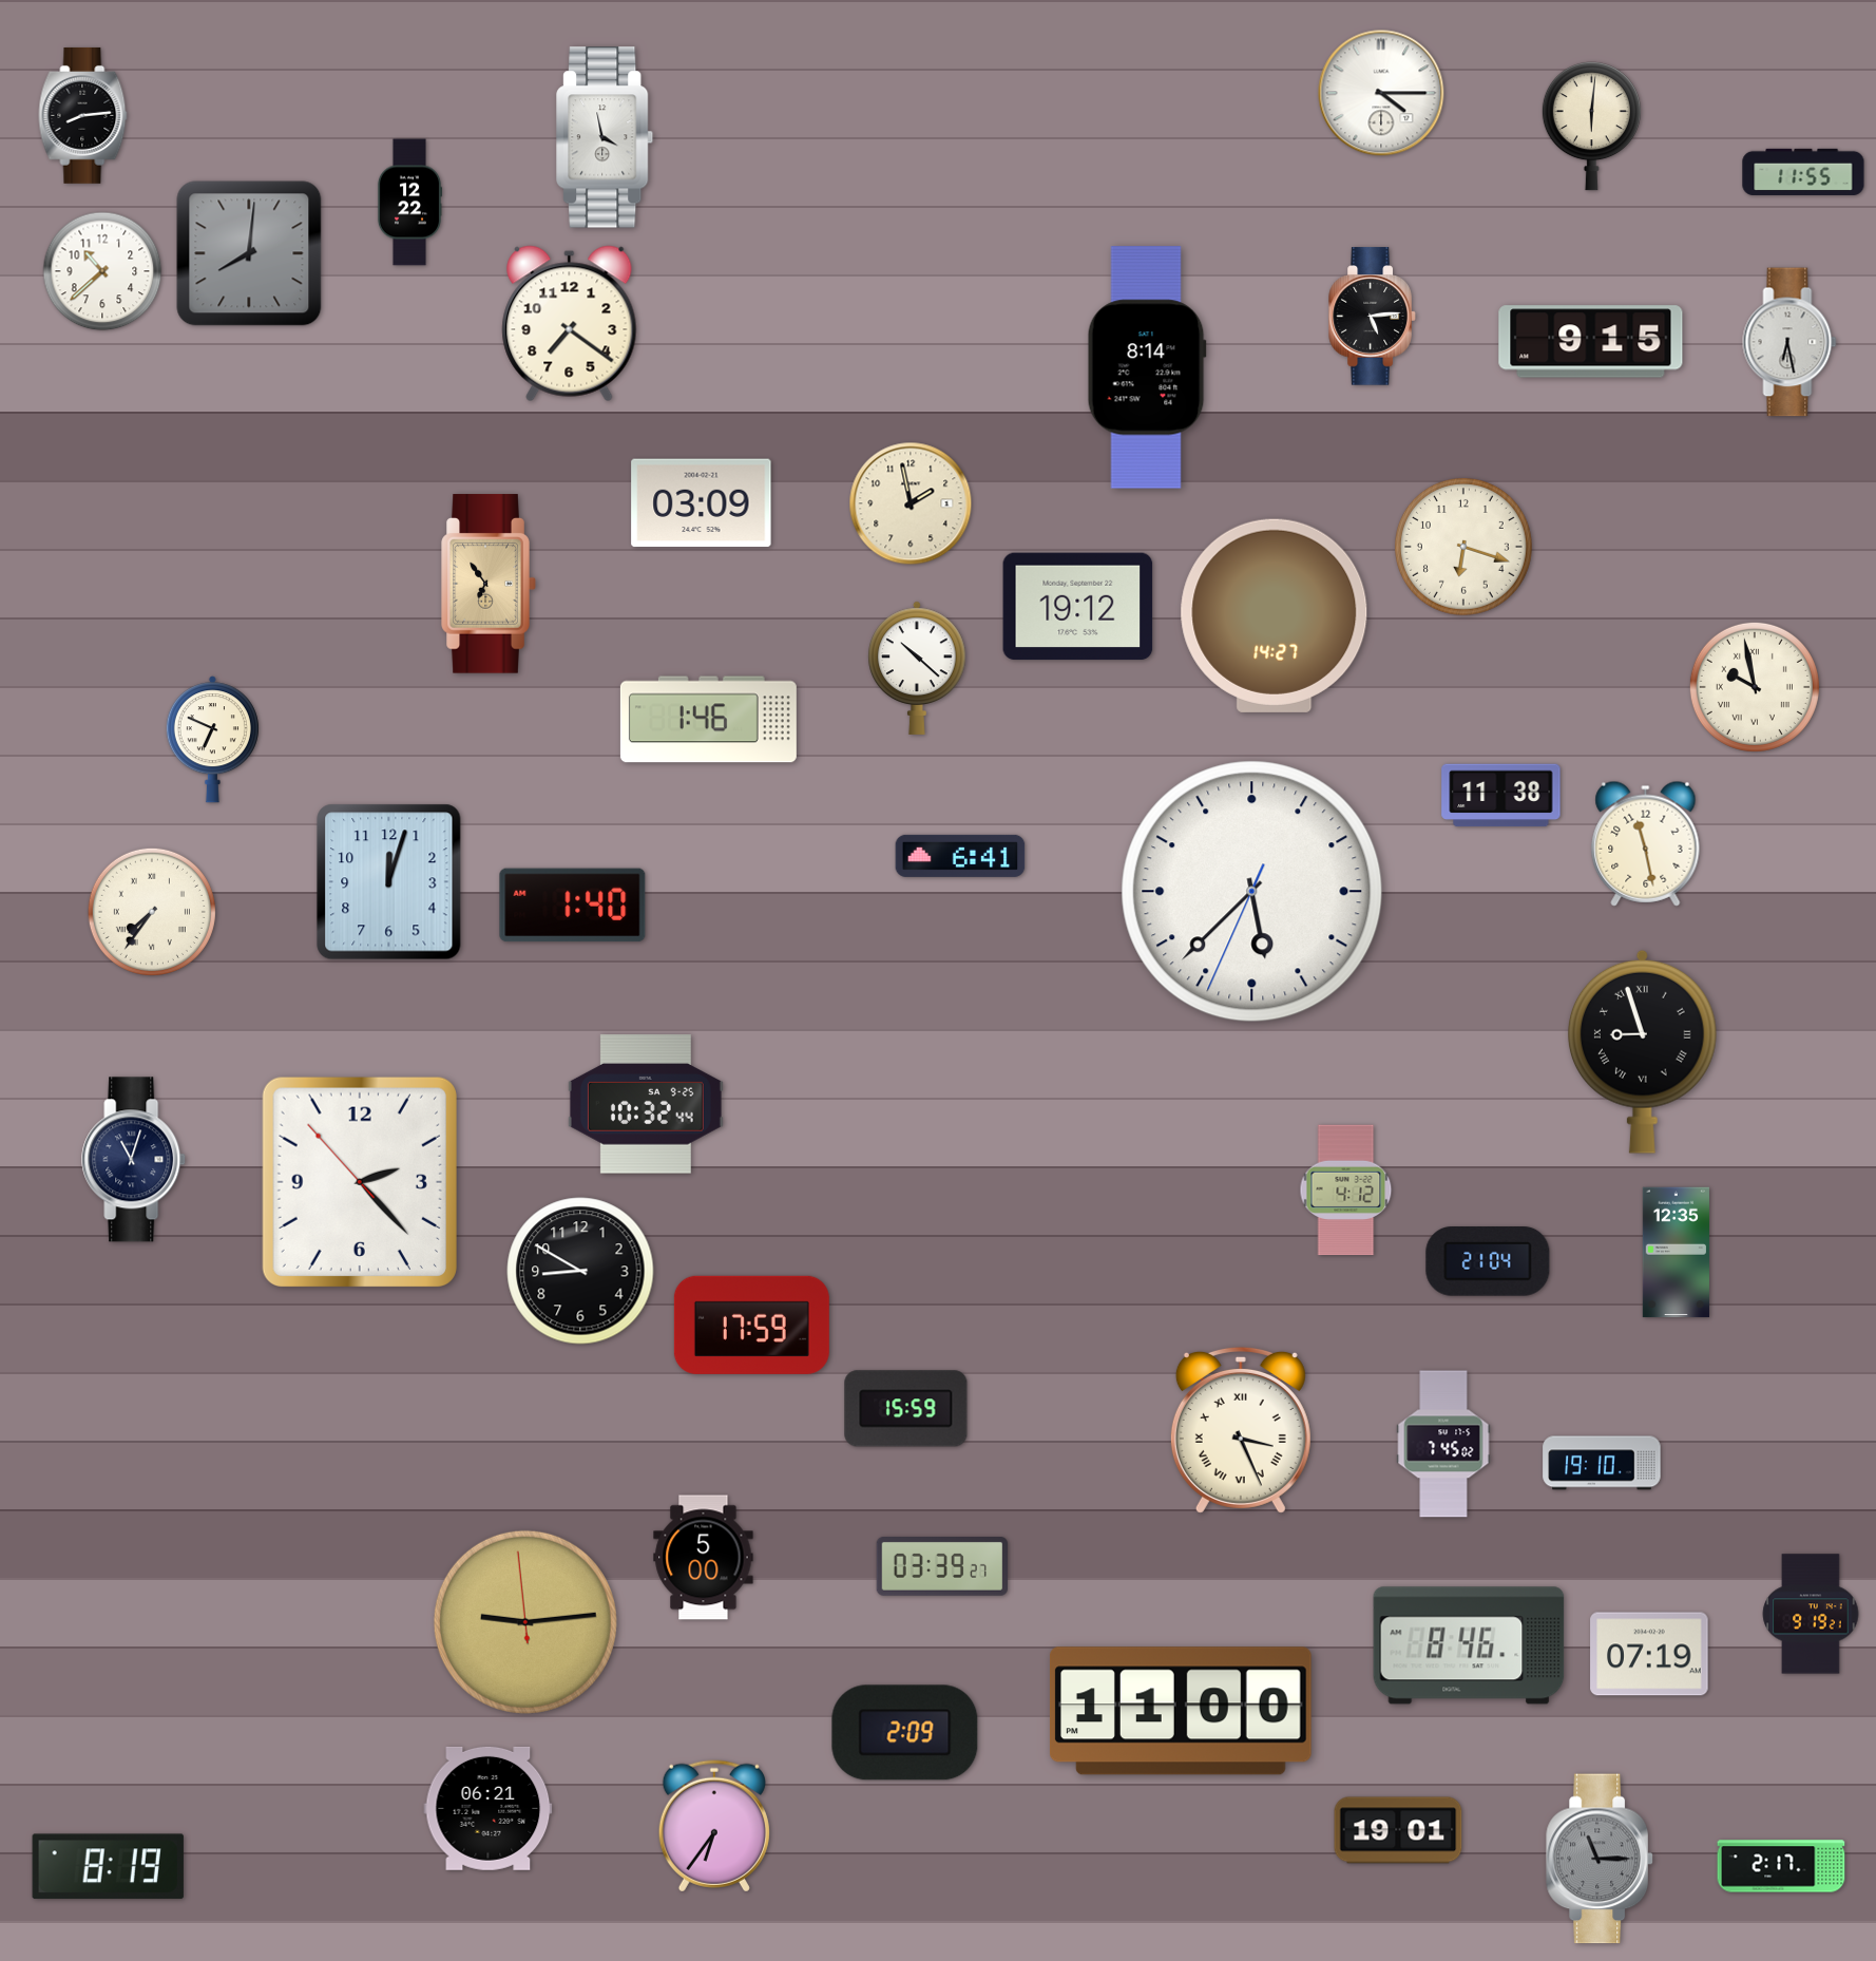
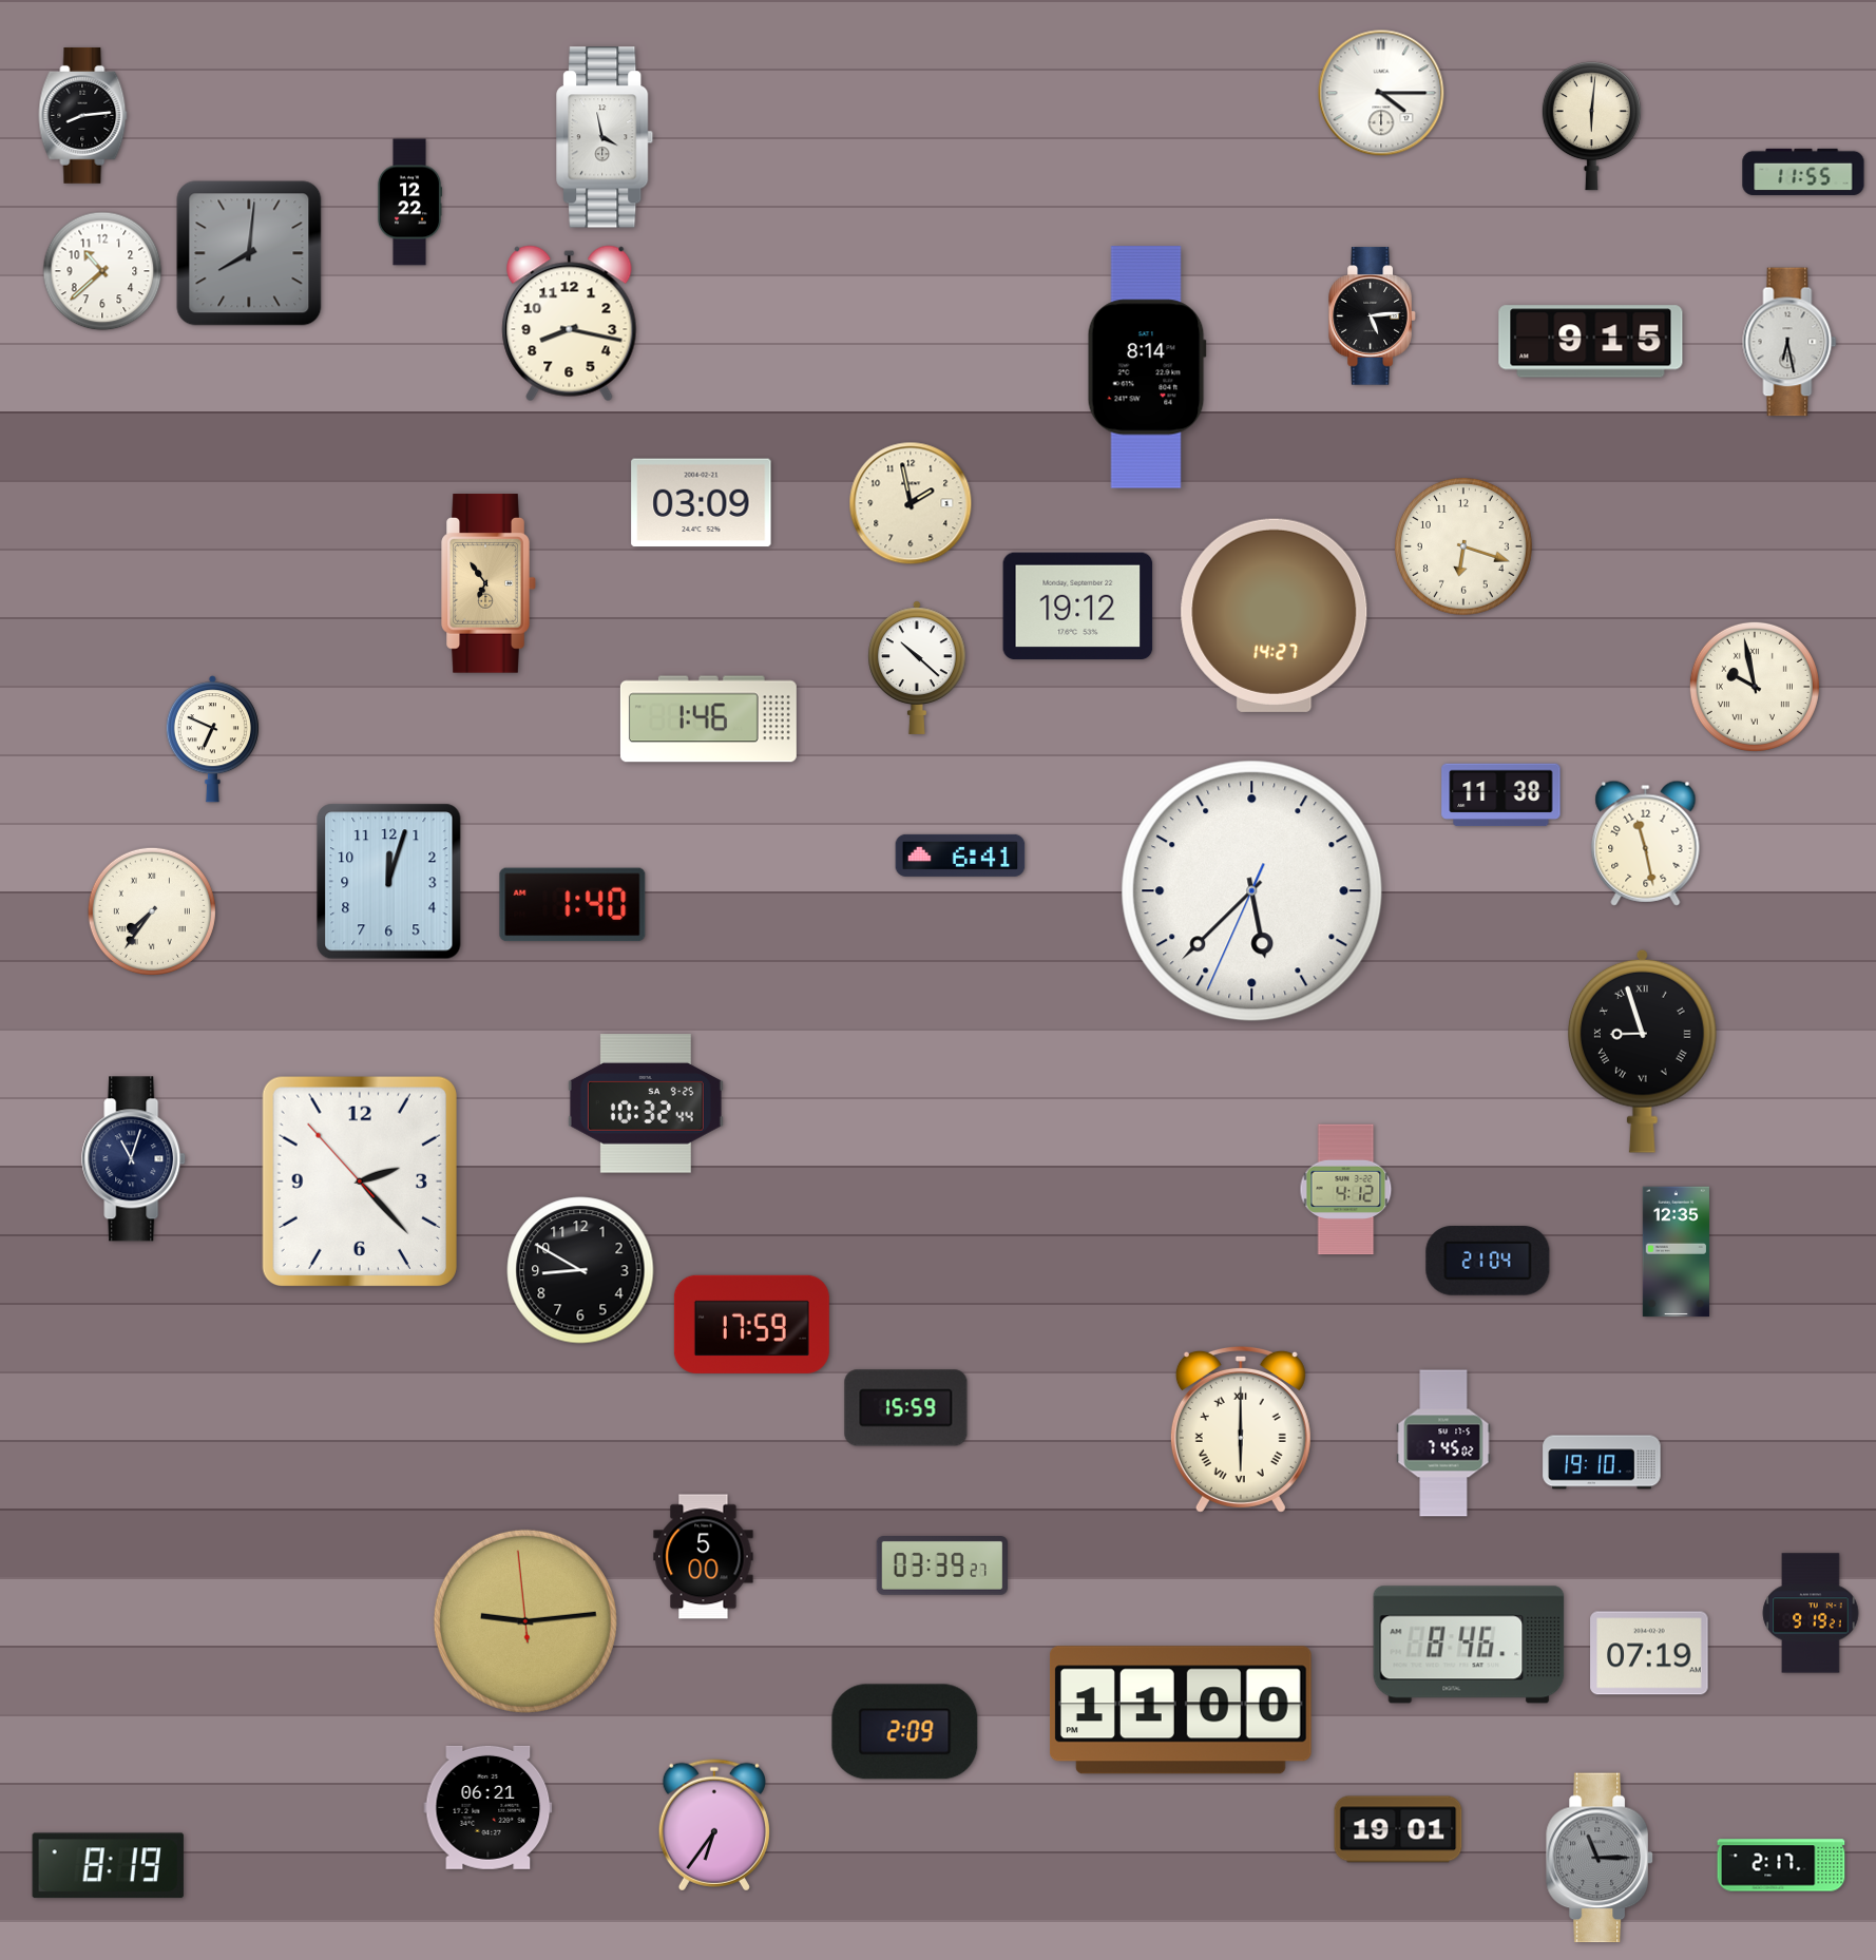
clock at (570, 324): 7:21 -> 8:17
clock at (1241, 1430): 3:26 -> 6:00
